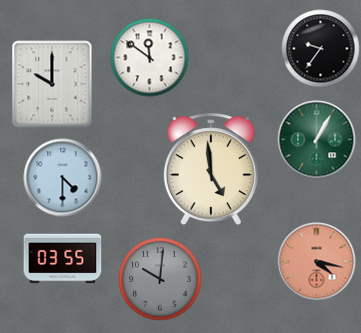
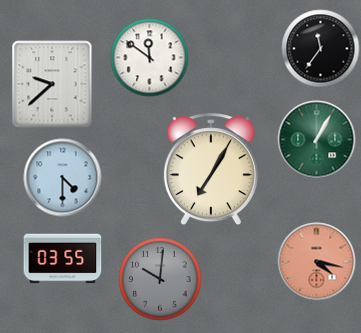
clock at (320, 48): 9:36 -> 11:36
clock at (52, 84): 10:00 -> 9:38
clock at (211, 169): 4:59 -> 7:05
